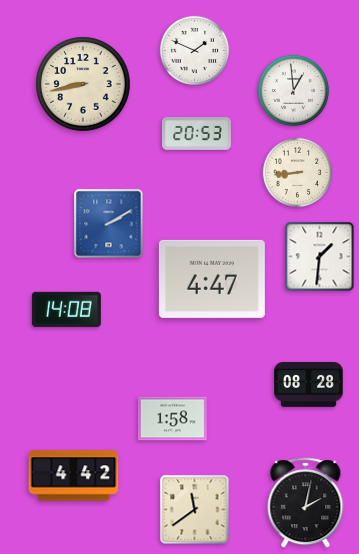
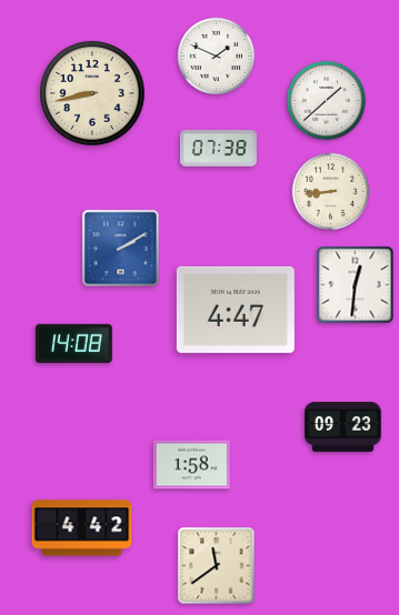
clock at (293, 90): 12:59 -> 1:38
clock at (196, 134): 20:53 -> 07:38
clock at (320, 257): 1:31 -> 12:31
clock at (308, 385): 08:28 -> 09:23
clock at (306, 503): 2:02 -> none
